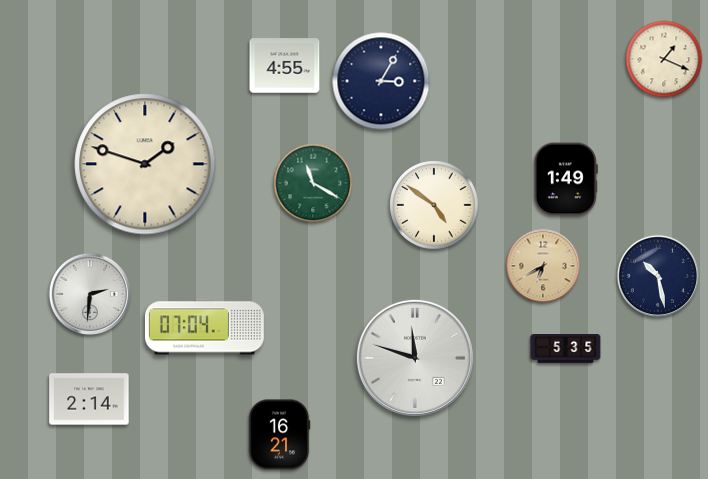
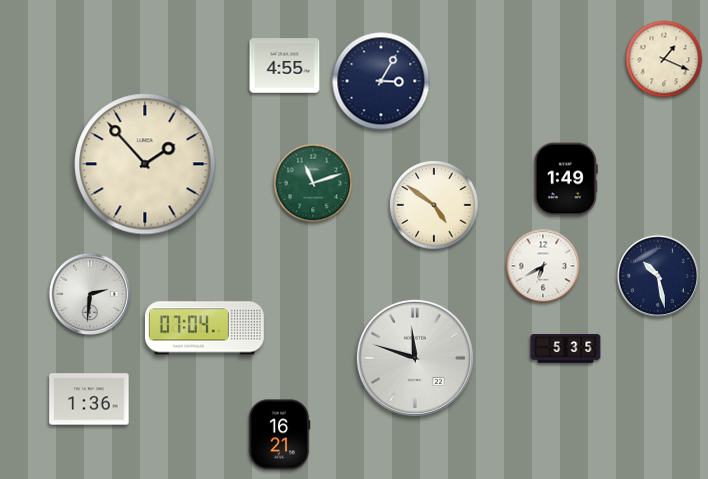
clock at (145, 164): 1:48 -> 1:53
clock at (313, 183): 11:20 -> 11:12
clock at (543, 266) dial: champagne -> white
clock at (89, 399): 2:14 -> 1:36
